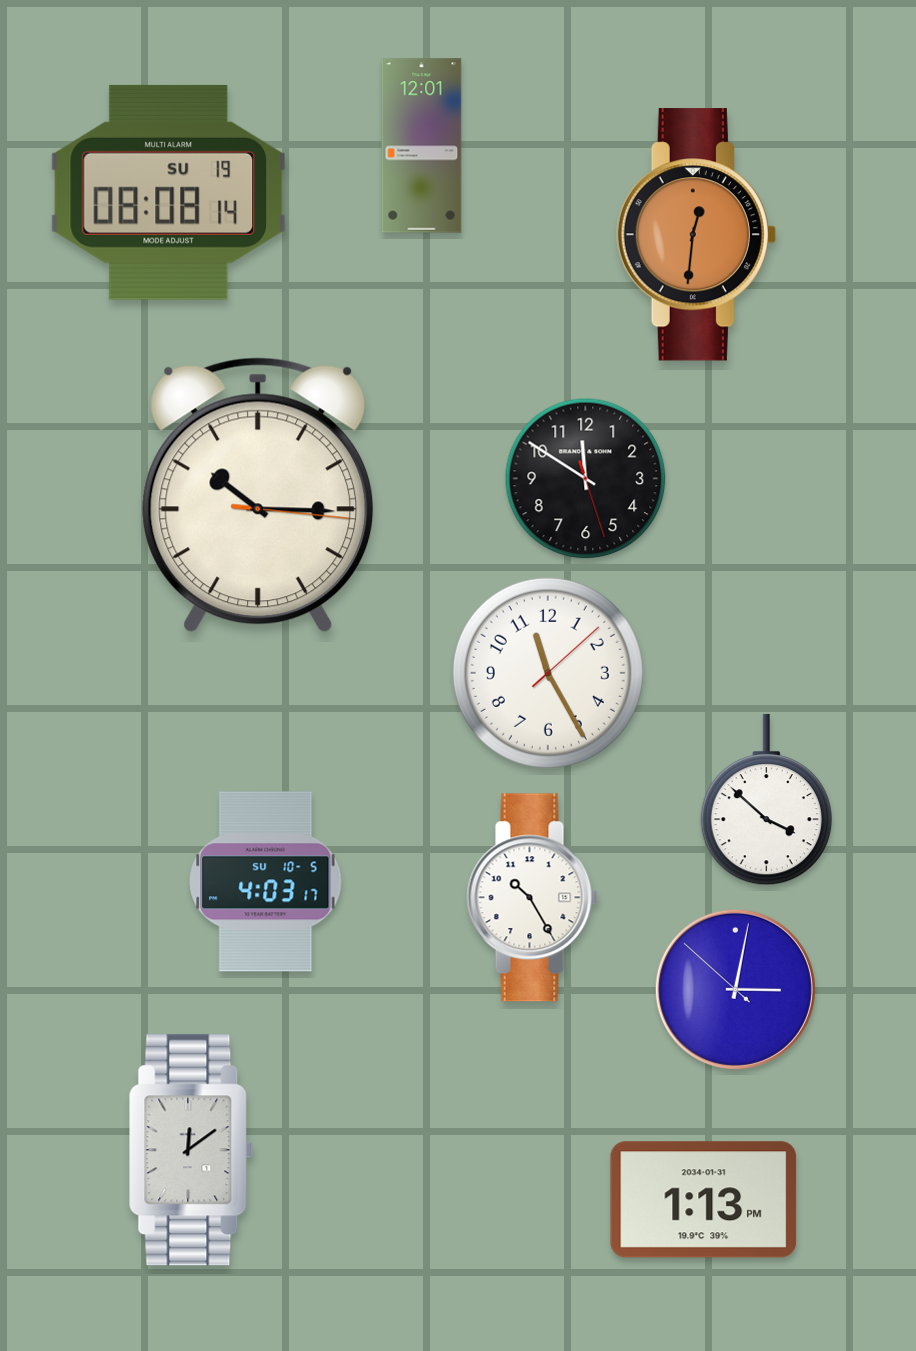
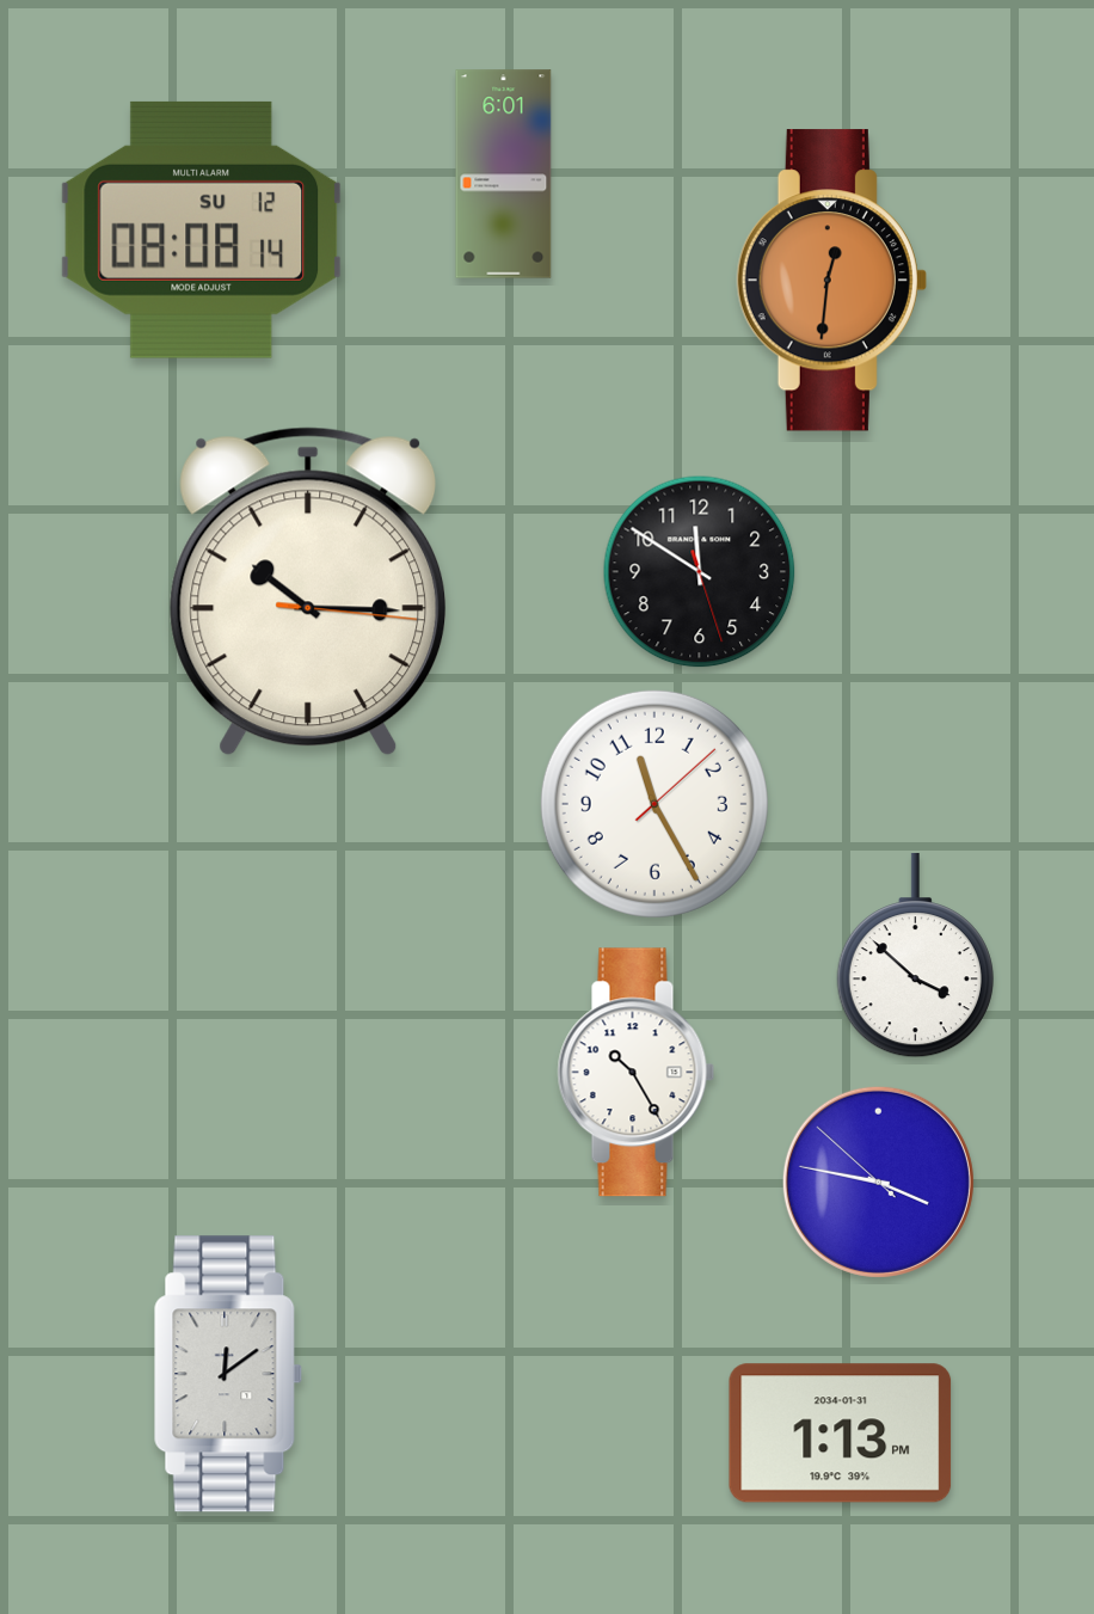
clock at (422, 146): 12:01 -> 6:01
clock at (169, 192) date: SU 19 -> SU 12
clock at (266, 882): 4:03 -> none
clock at (735, 989): 3:01 -> 3:46
